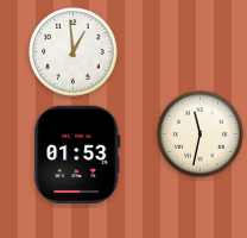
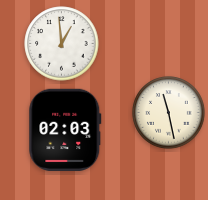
clock at (201, 134): 11:32 -> 11:28
clock at (77, 155): 01:53 -> 02:03
